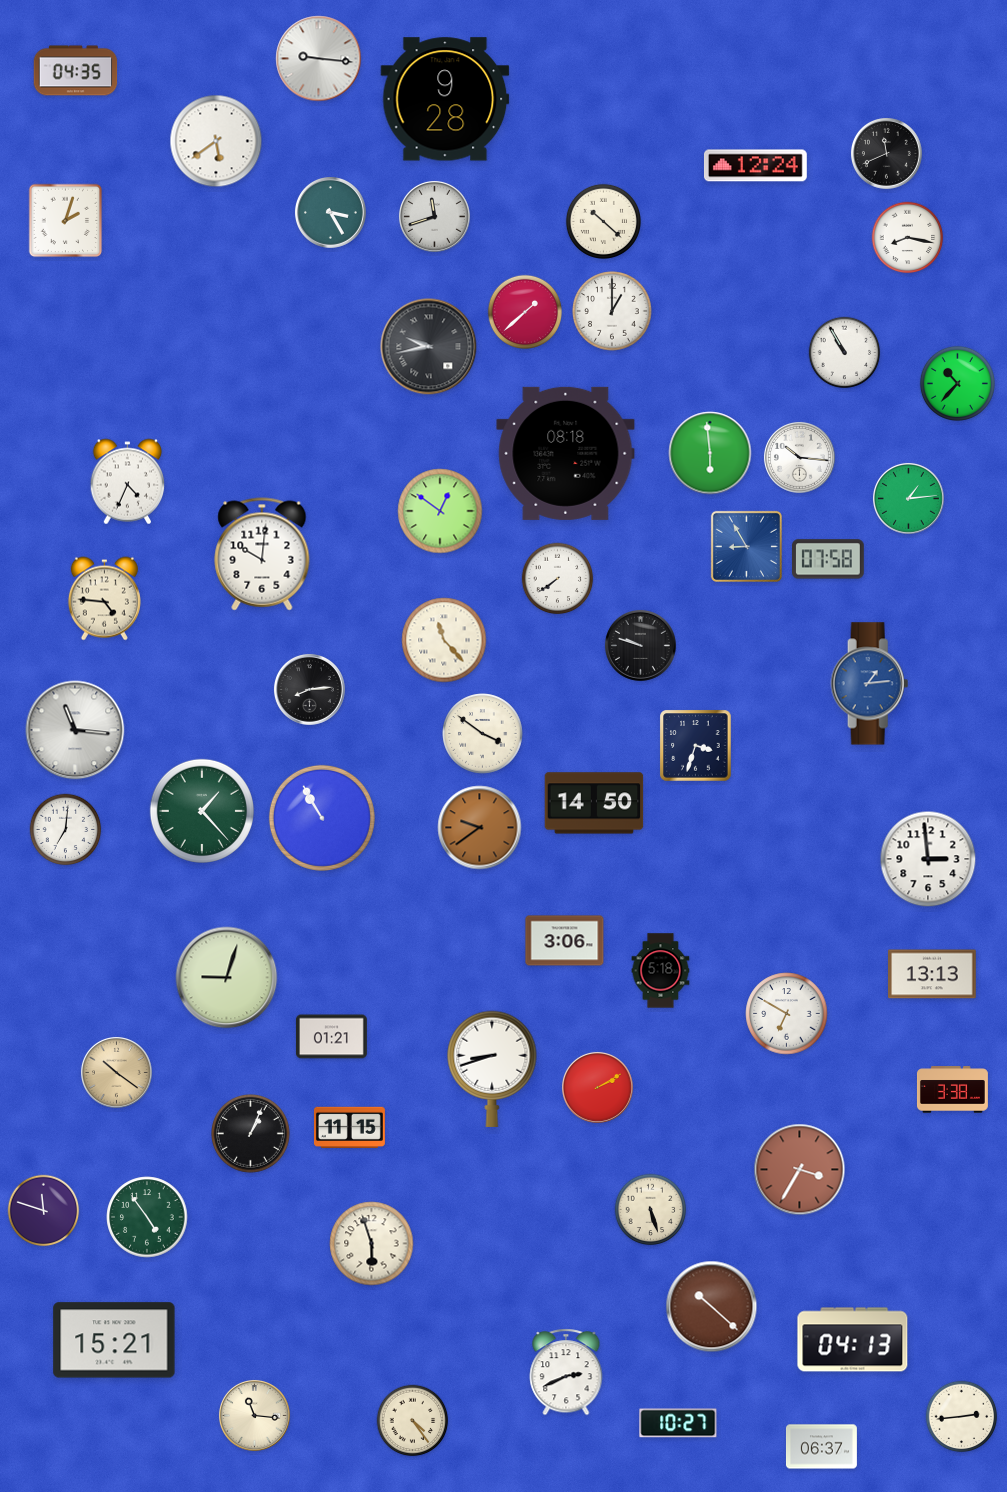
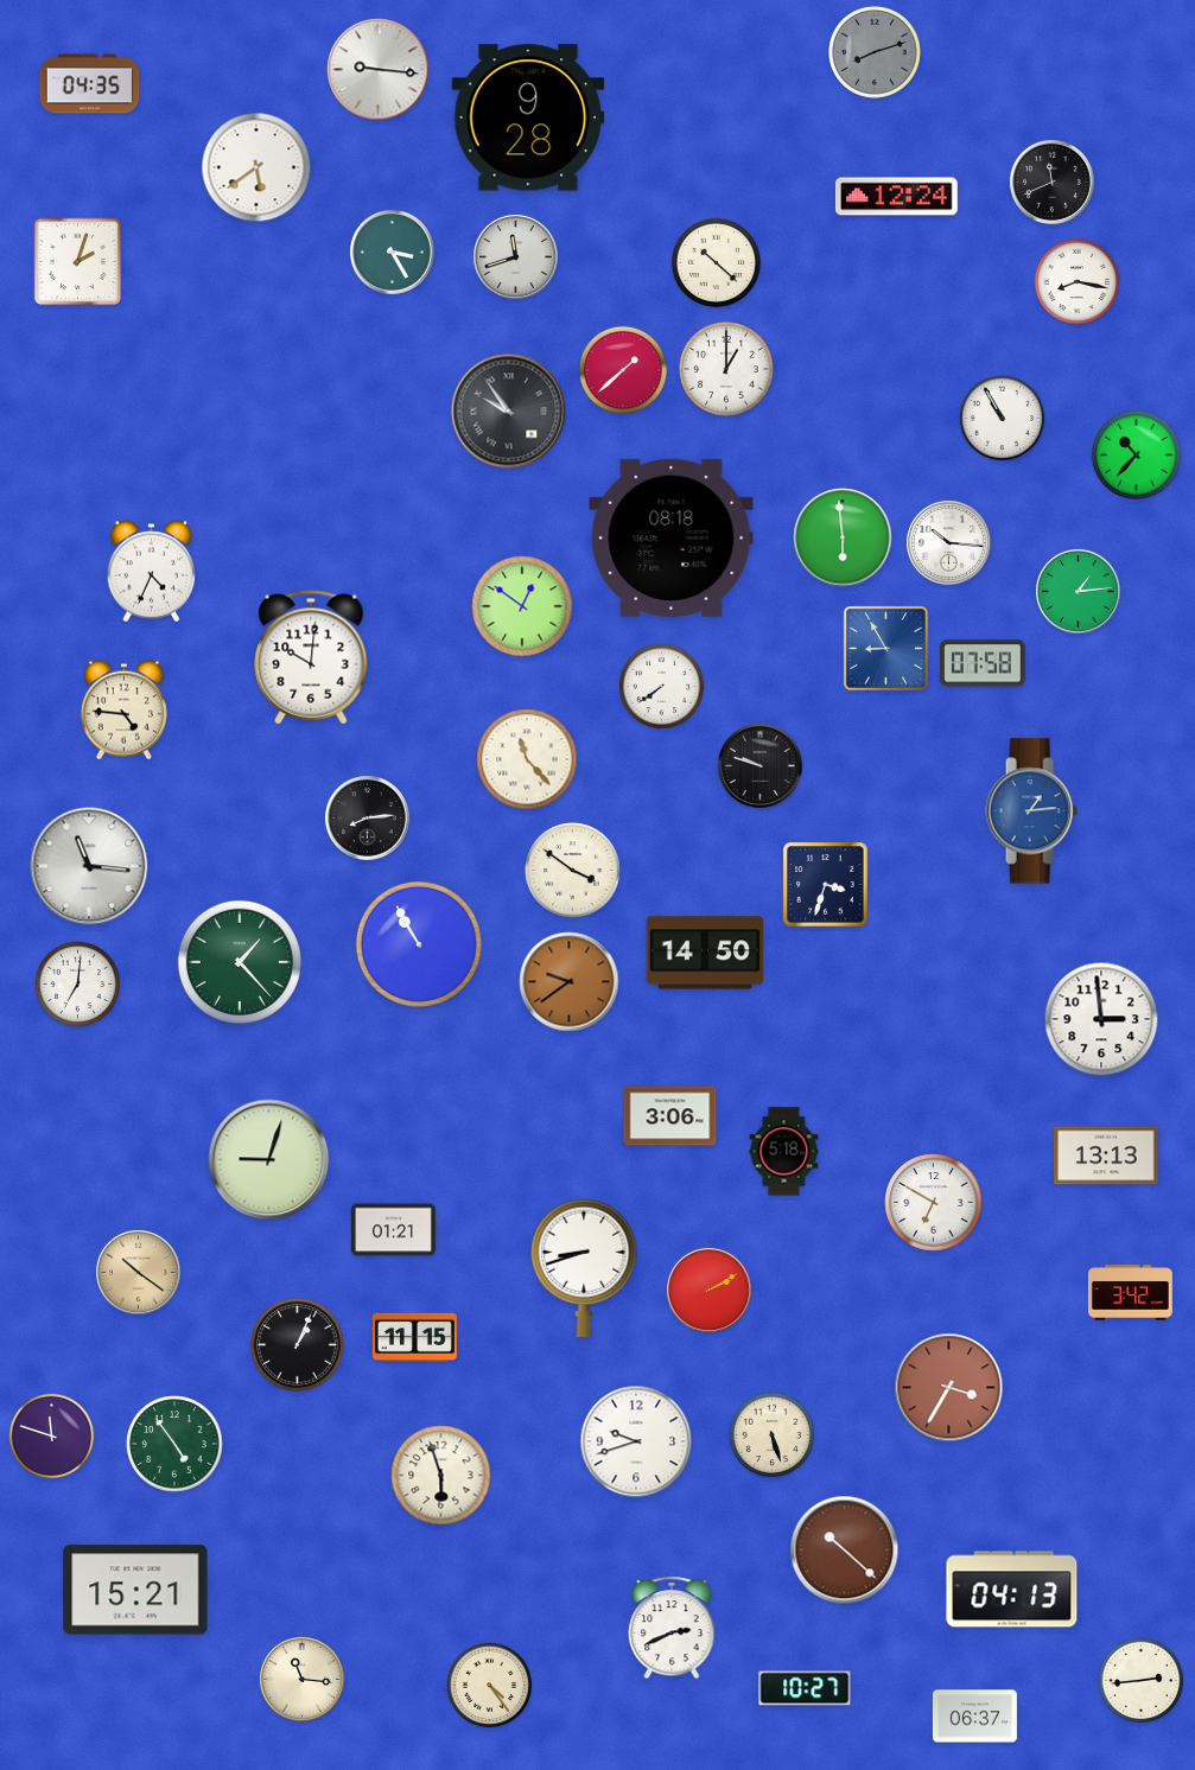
clock at (875, 52): none -> 8:12
clock at (429, 347): 9:43 -> 9:54
clock at (322, 818) position: (322, 818) -> (419, 944)
clock at (952, 1090): 3:38 -> 3:42
clock at (636, 1441): none -> 9:42
